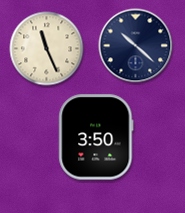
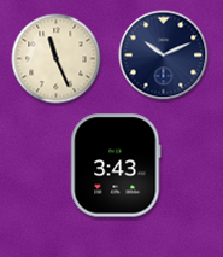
clock at (136, 46): 10:22 -> 10:11
clock at (96, 137): 3:50 -> 3:43
